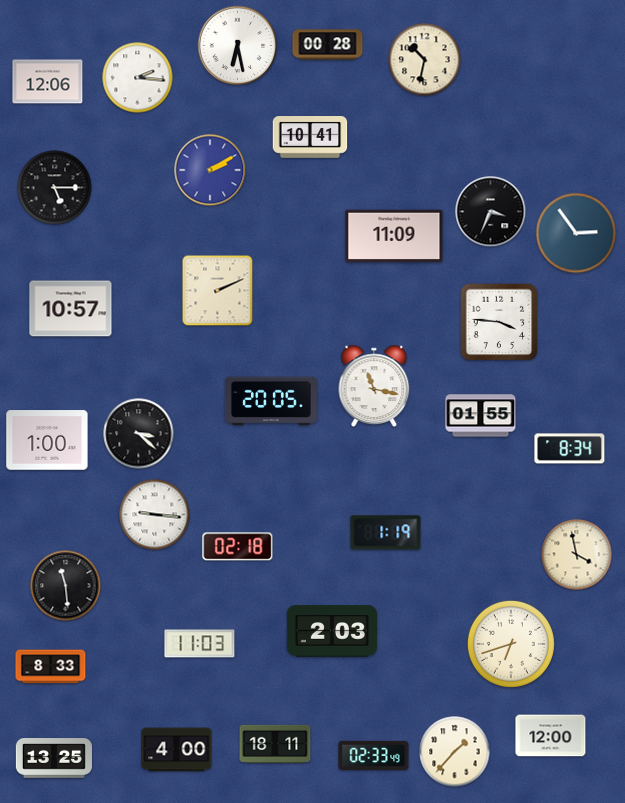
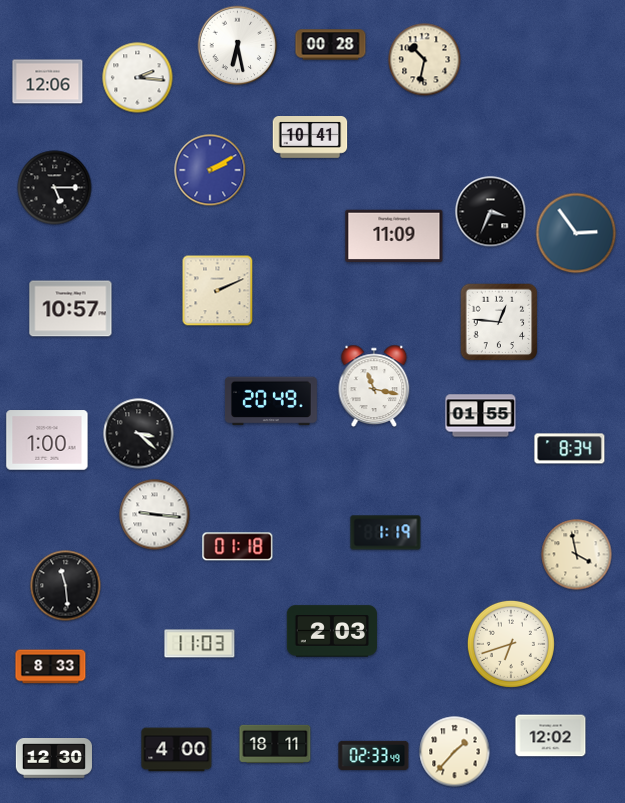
clock at (328, 45) position: (328, 45) -> (331, 45)
clock at (499, 322): 3:46 -> 12:46
clock at (271, 401): 20:05 -> 20:49
clock at (238, 547): 02:18 -> 01:18
clock at (551, 736): 12:00 -> 12:02
clock at (54, 759): 13:25 -> 12:30
